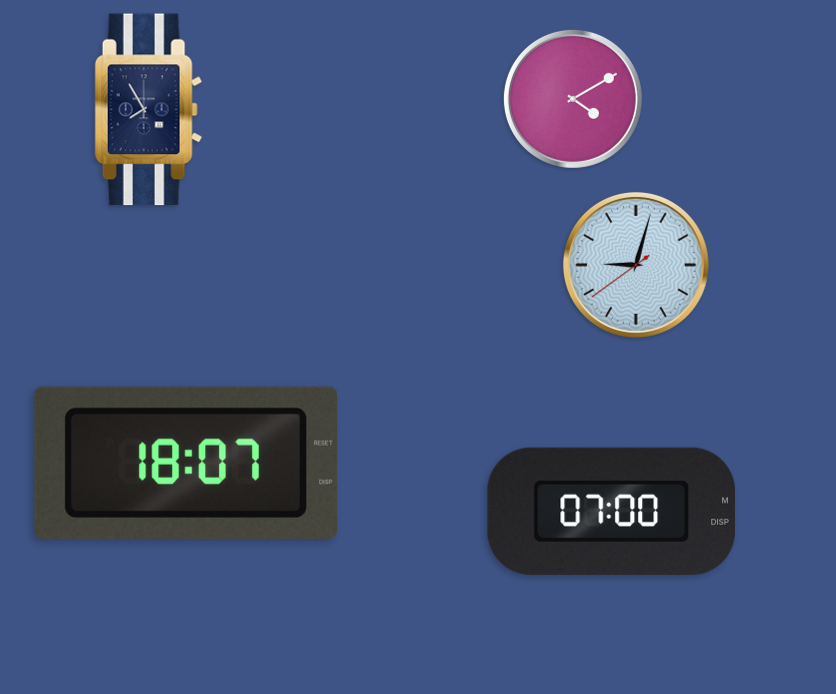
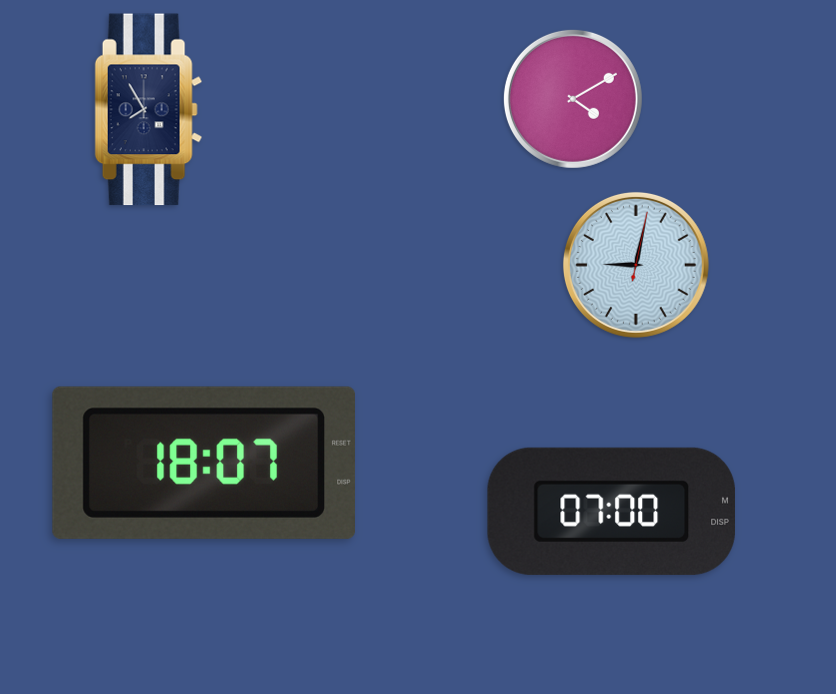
clock at (636, 265): 9:02:39 -> 9:02:02
clock at (186, 463) position: (186, 463) -> (204, 463)
